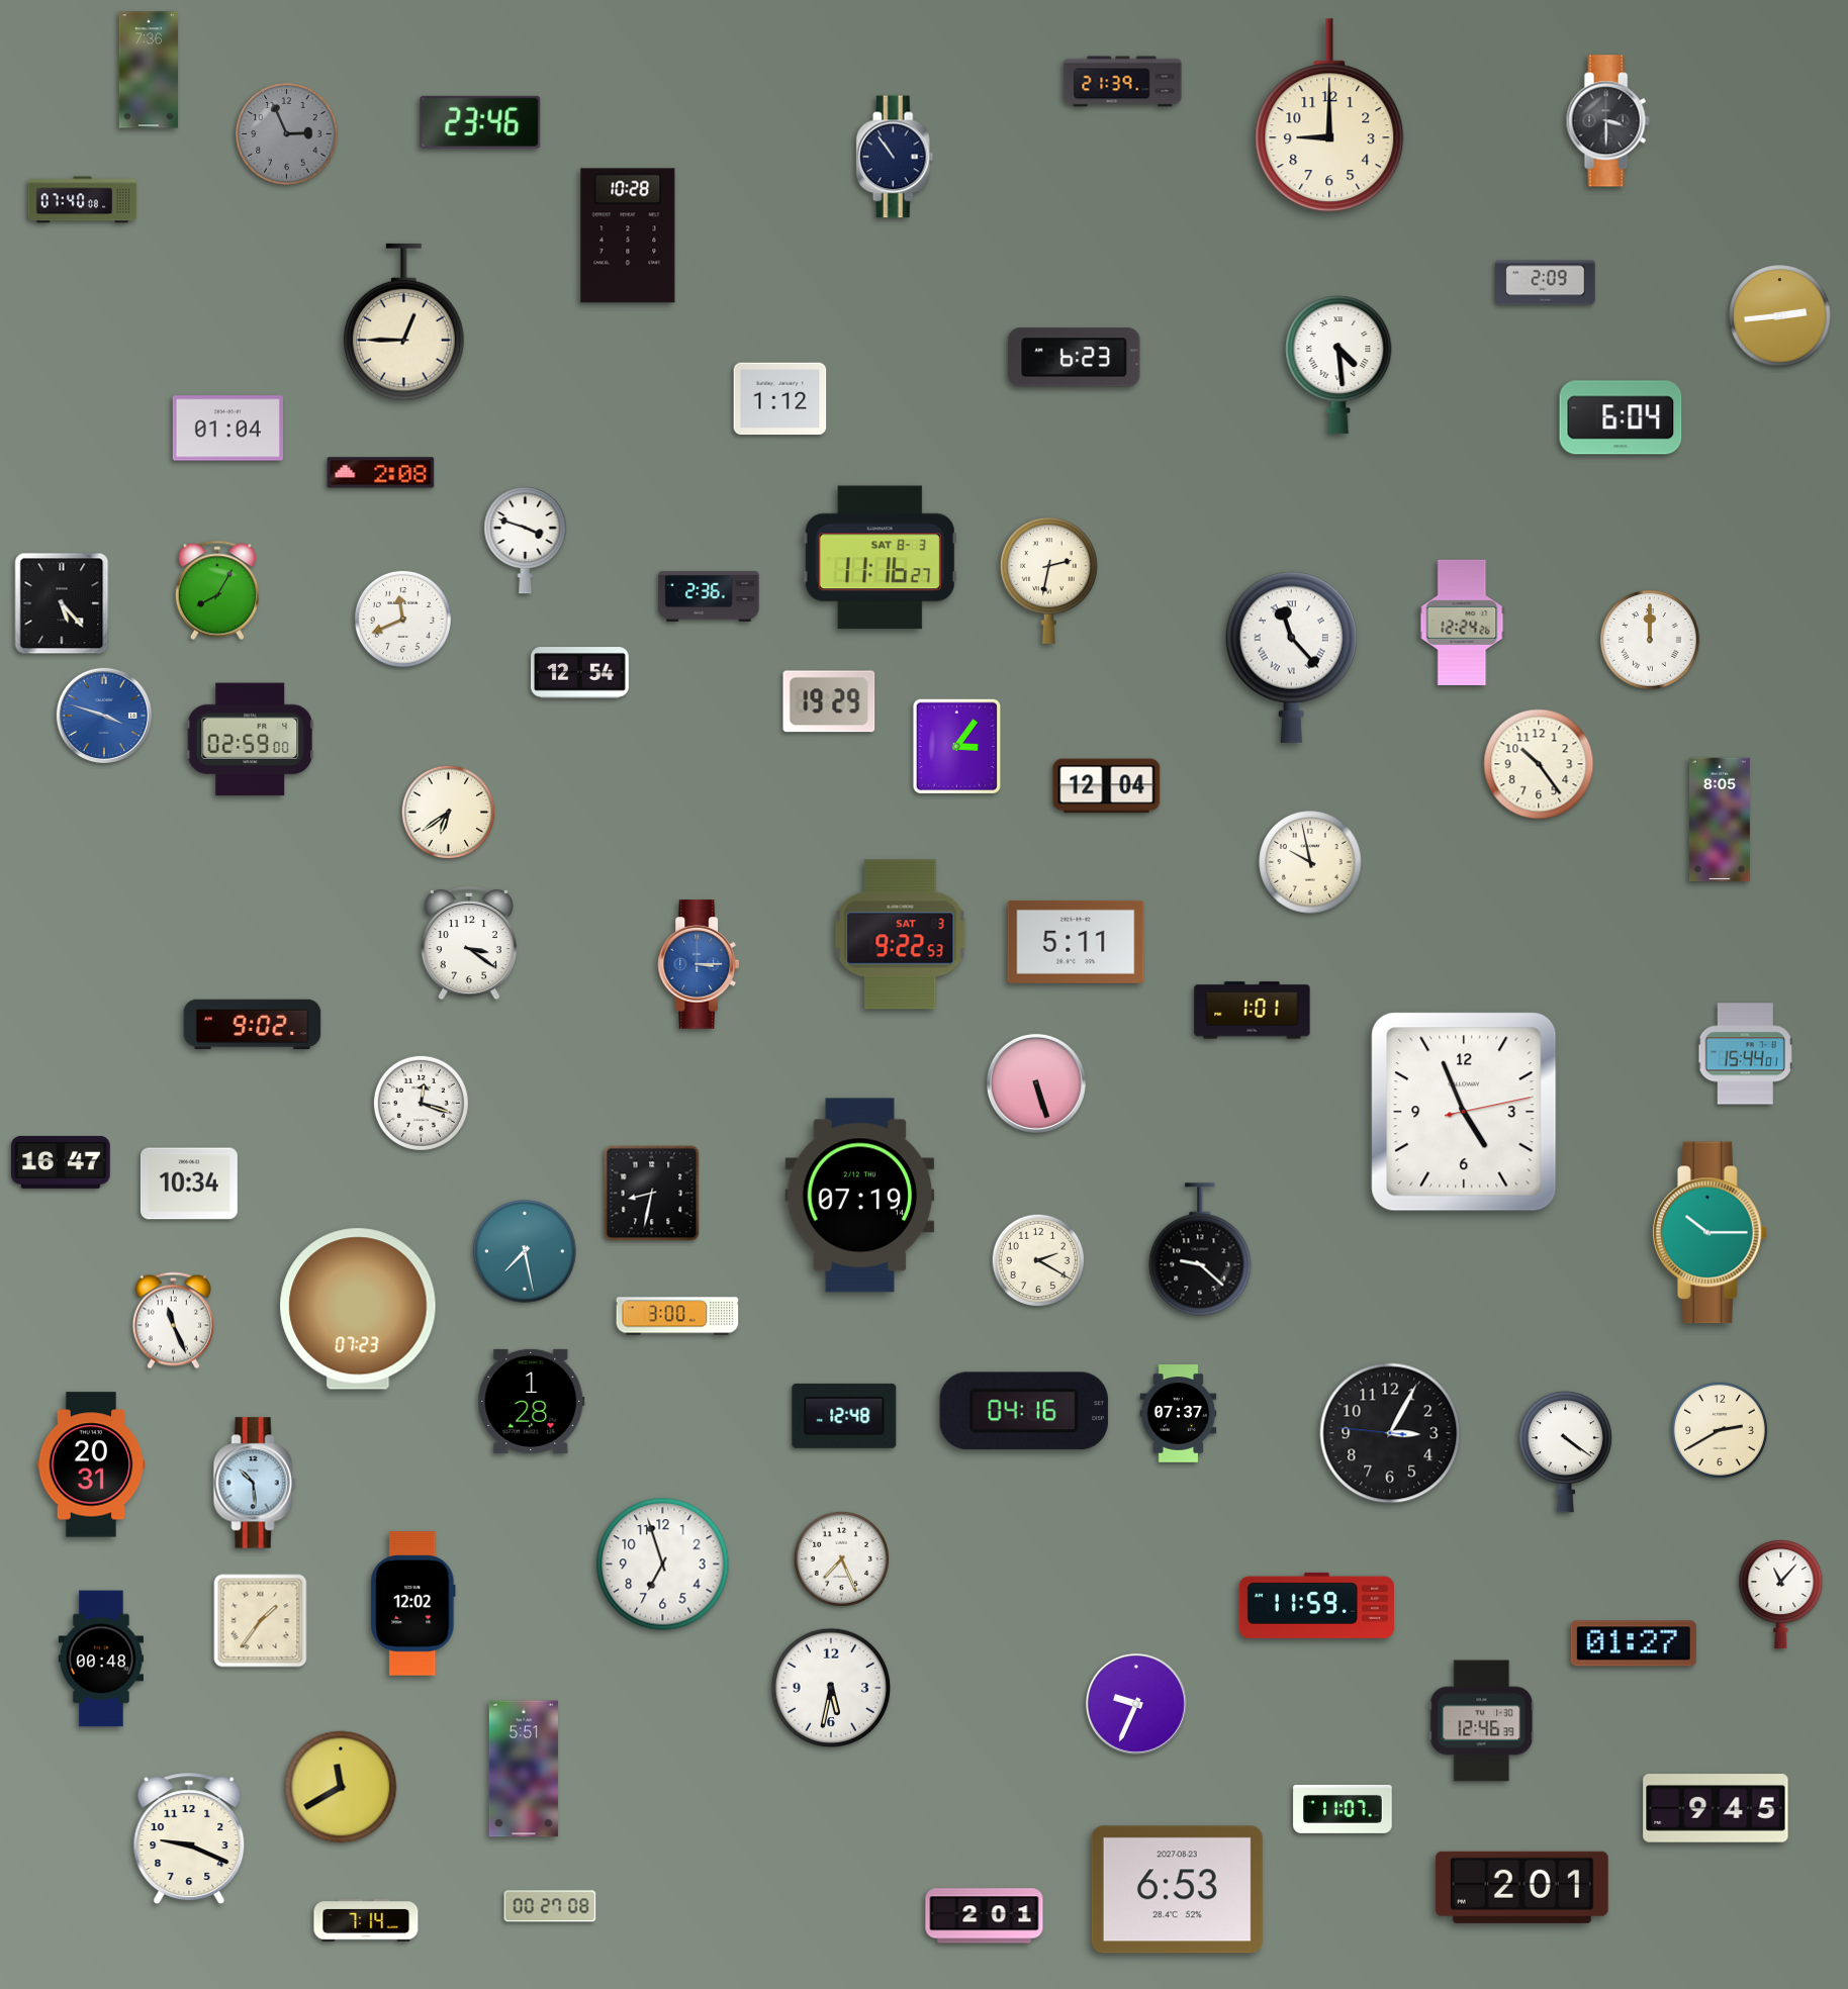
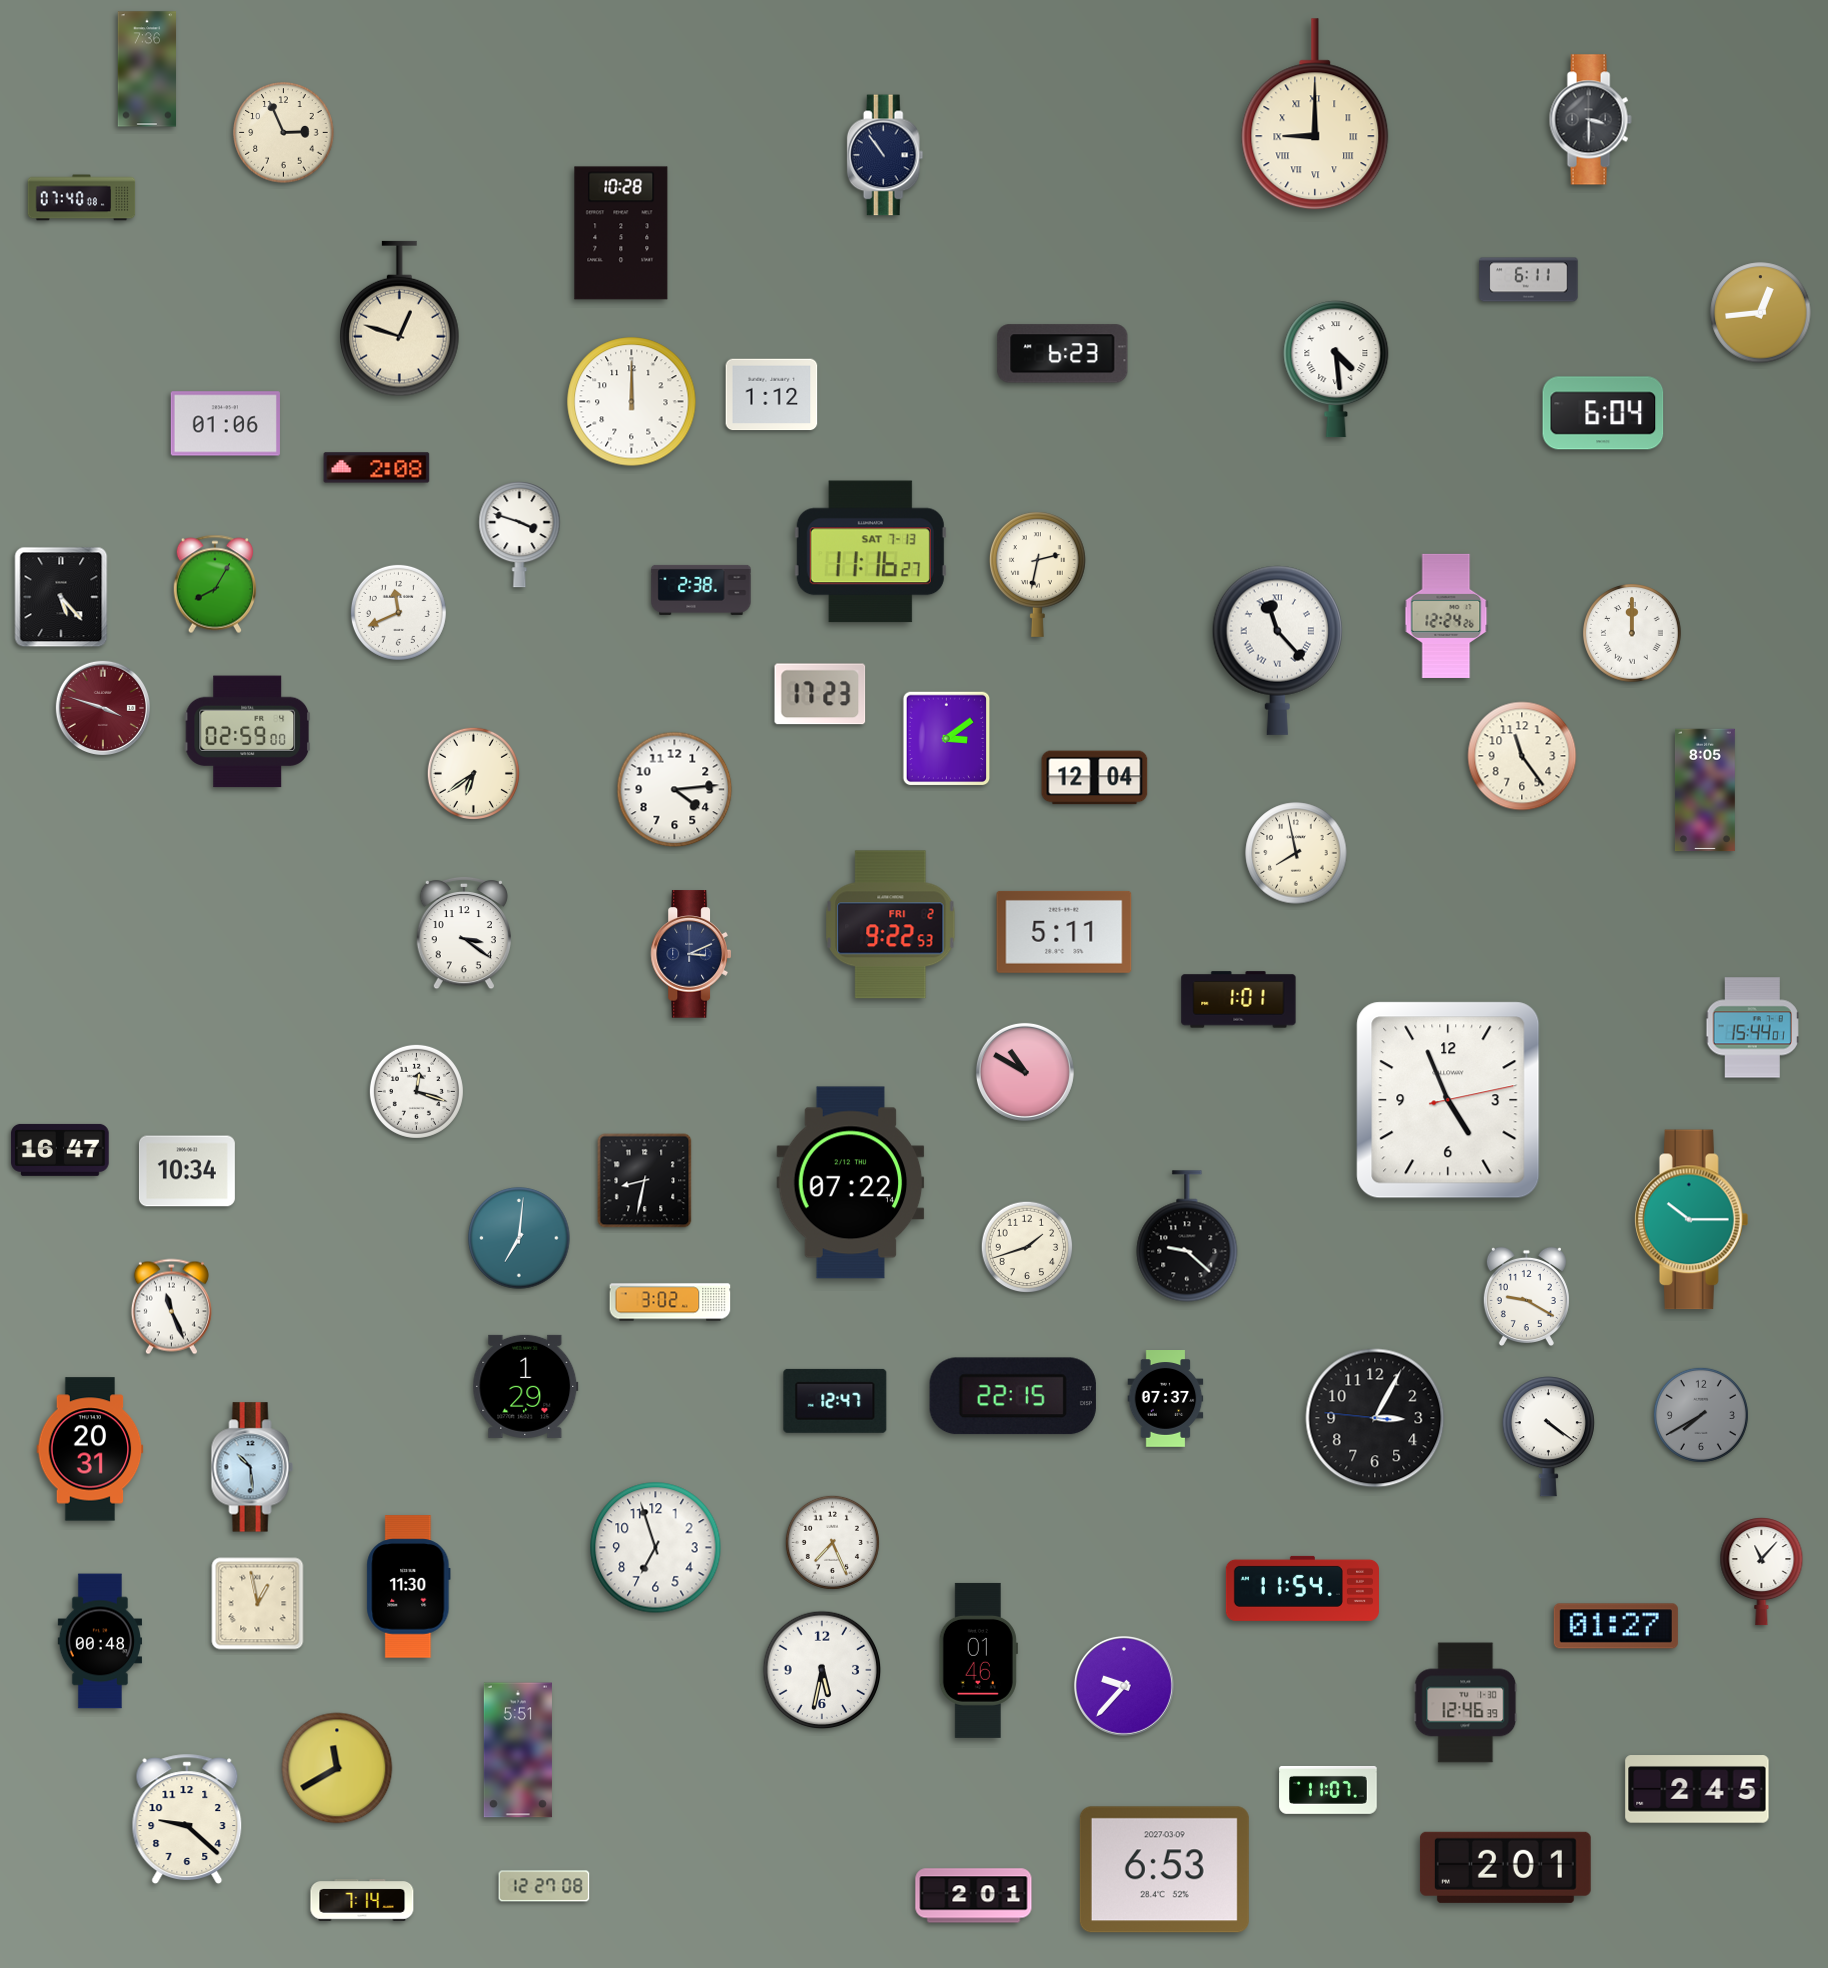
clock at (1123, 82): 21:39 -> none
clock at (1329, 116) numerals: Arabic -> Roman
clock at (480, 122): 23:46 -> none
clock at (287, 134) dial: grey -> cream
clock at (1546, 283): 2:09 -> 6:11
clock at (1780, 316): 2:44 -> 12:44
clock at (404, 322): 12:45 -> 12:48
clock at (1338, 365) position: (1338, 365) -> (1336, 369)
clock at (632, 402): none -> 12:00
clock at (227, 429): 01:04 -> 01:06
clock at (880, 558) date: SAT 8-3 -> SAT 7-13
clock at (709, 596): 2:36 -> 2:38
clock at (580, 673): 12:54 -> none
clock at (829, 701): 19:29 -> 17:23
clock at (104, 716) dial: blue -> burgundy
clock at (957, 747): 3:06 -> 3:09
clock at (1539, 764): 10:24 -> 11:24
clock at (675, 790): none -> 4:14
clock at (448, 812) position: (448, 812) -> (473, 773)
clock at (1720, 820) position: (1720, 820) -> (1705, 790)
clock at (1310, 862): 9:58 -> 7:58
clock at (901, 935) date: SAT 3 -> FRI 2
clock at (698, 964): 3:15 -> 3:11
clock at (698, 964) dial: blue -> navy
clock at (253, 1025): 9:02 -> none
clock at (1745, 1054) position: (1745, 1054) -> (1752, 1028)
clock at (1036, 1083): 5:27 -> 10:50
clock at (860, 1196): 07:19 -> 07:22
clock at (525, 1251): 7:28 -> 7:01
clock at (1038, 1260): 2:20 -> 1:42
clock at (358, 1309): 07:23 -> none
clock at (1526, 1296): none -> 9:20
clock at (677, 1316): 3:00 -> 3:02
clock at (532, 1401): 1:28 -> 1:29
clock at (1024, 1411): 04:16 -> 22:15
clock at (844, 1416): 12:48 -> 12:47
clock at (1720, 1430): 2:40 -> 7:40
clock at (1720, 1430) dial: cream -> grey
clock at (1781, 1595) position: (1781, 1595) -> (1762, 1572)
clock at (413, 1604): 12:02 -> 11:30
clock at (1316, 1605): 11:59 -> 11:54
clock at (261, 1621): 1:36 -> 12:58
clock at (978, 1660): none -> 01:46
clock at (1136, 1704): 9:34 -> 9:37
clock at (1716, 1808): 9:45 -> 2:45
clock at (189, 1838): 9:19 -> 9:22
clock at (1177, 1890) date: 2027-08-23 -> 2027-03-09
clock at (550, 1906): 00:27 -> 12:27
